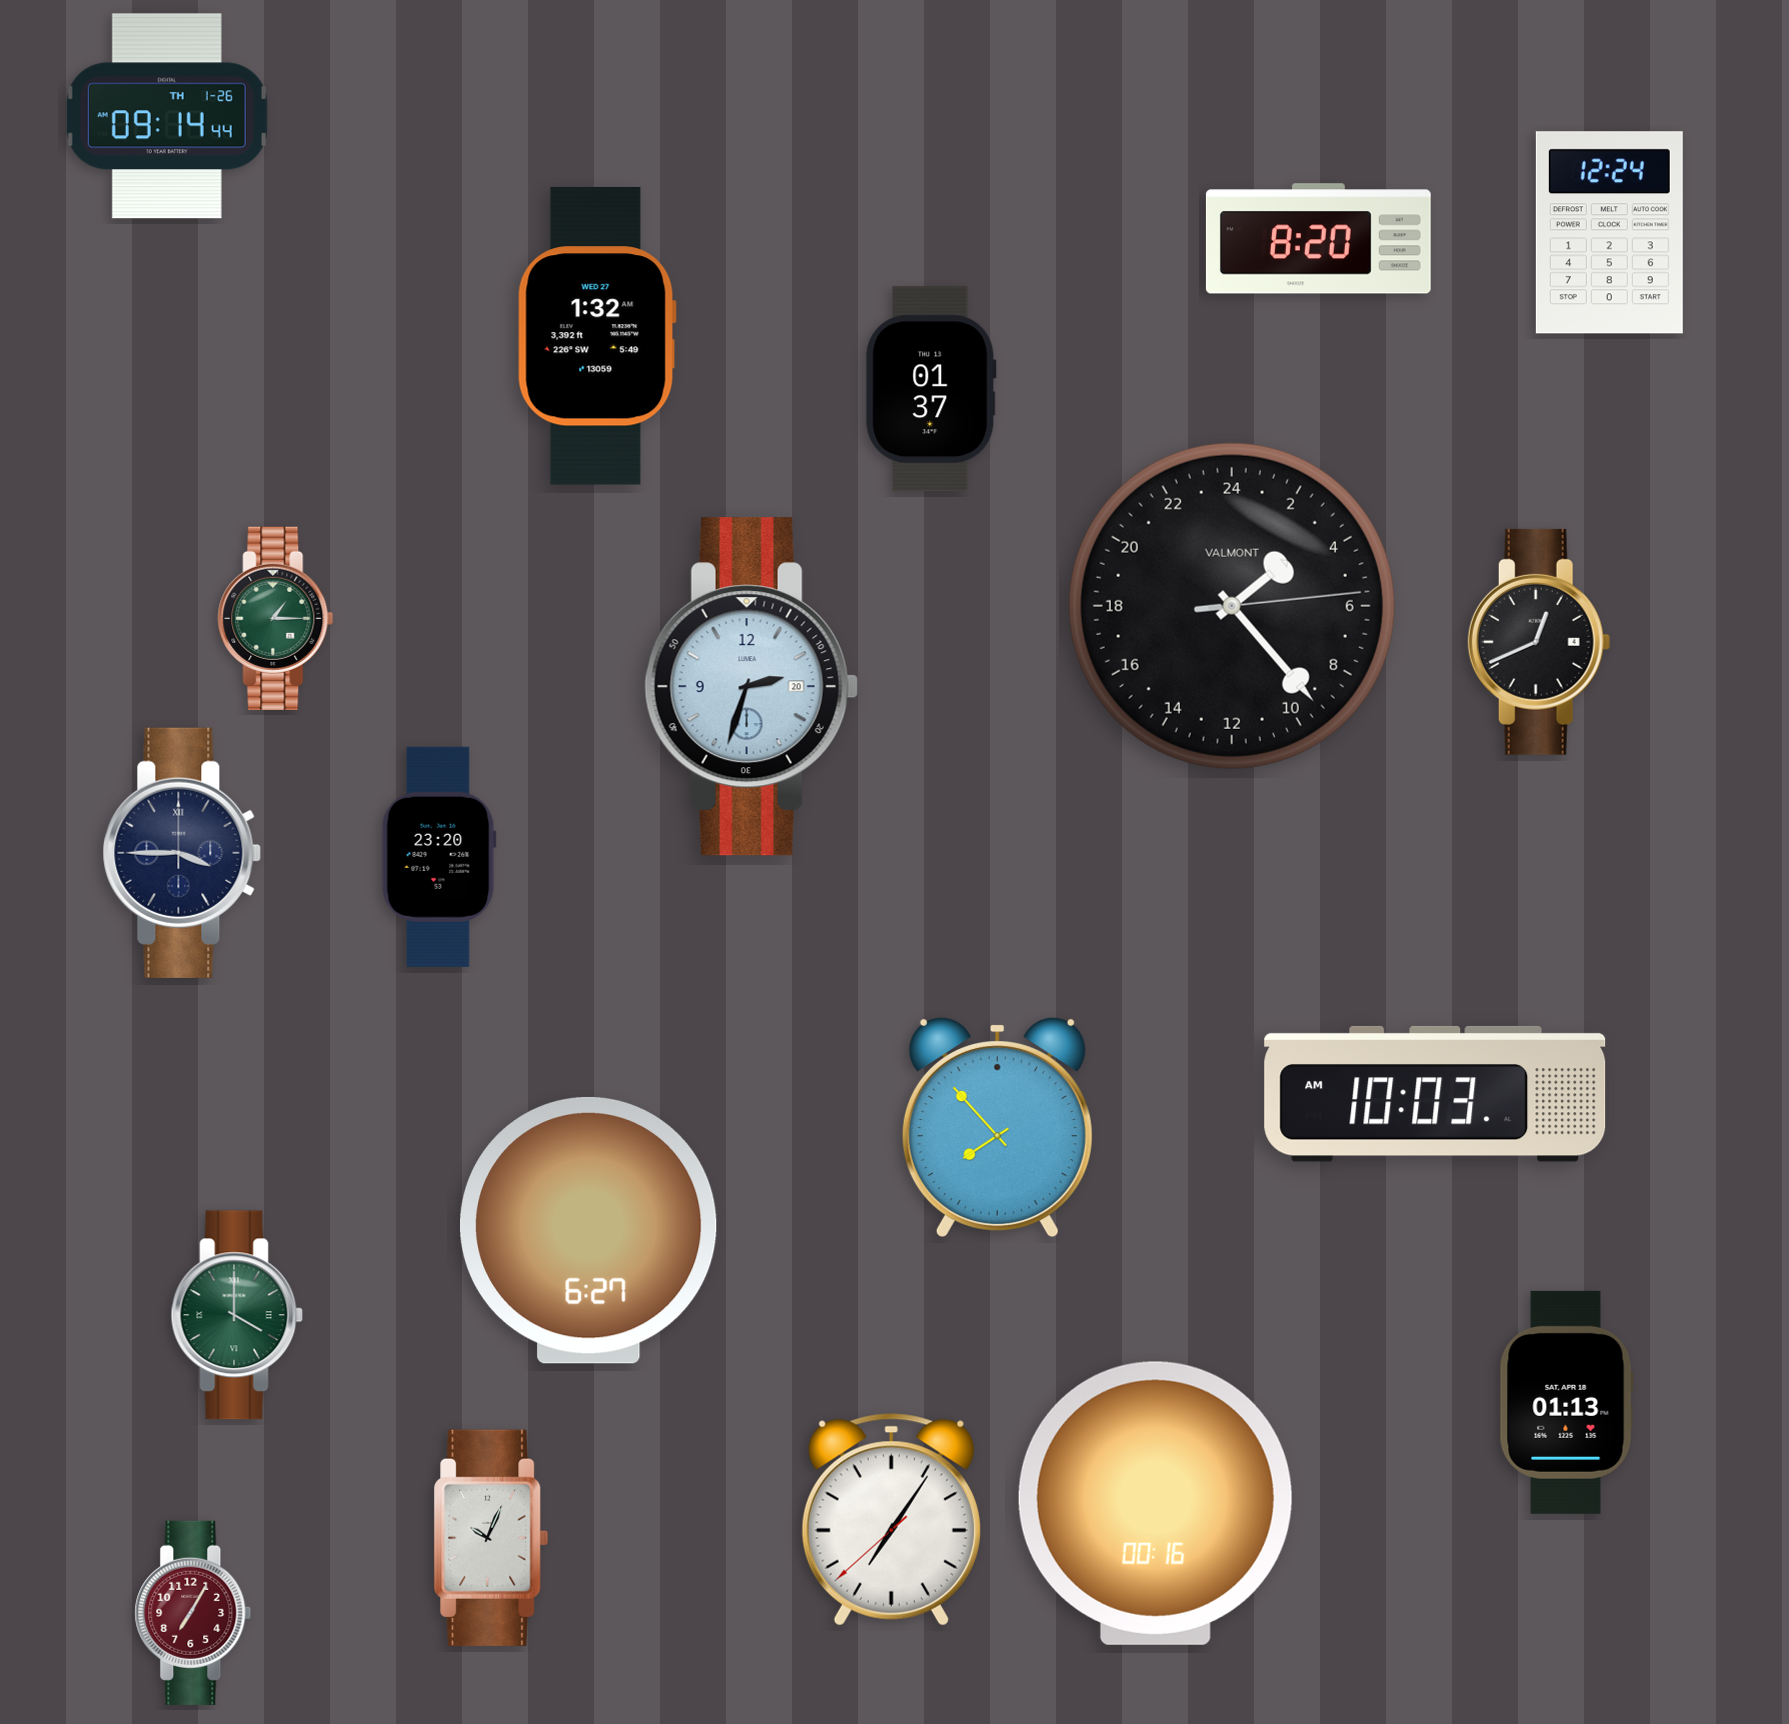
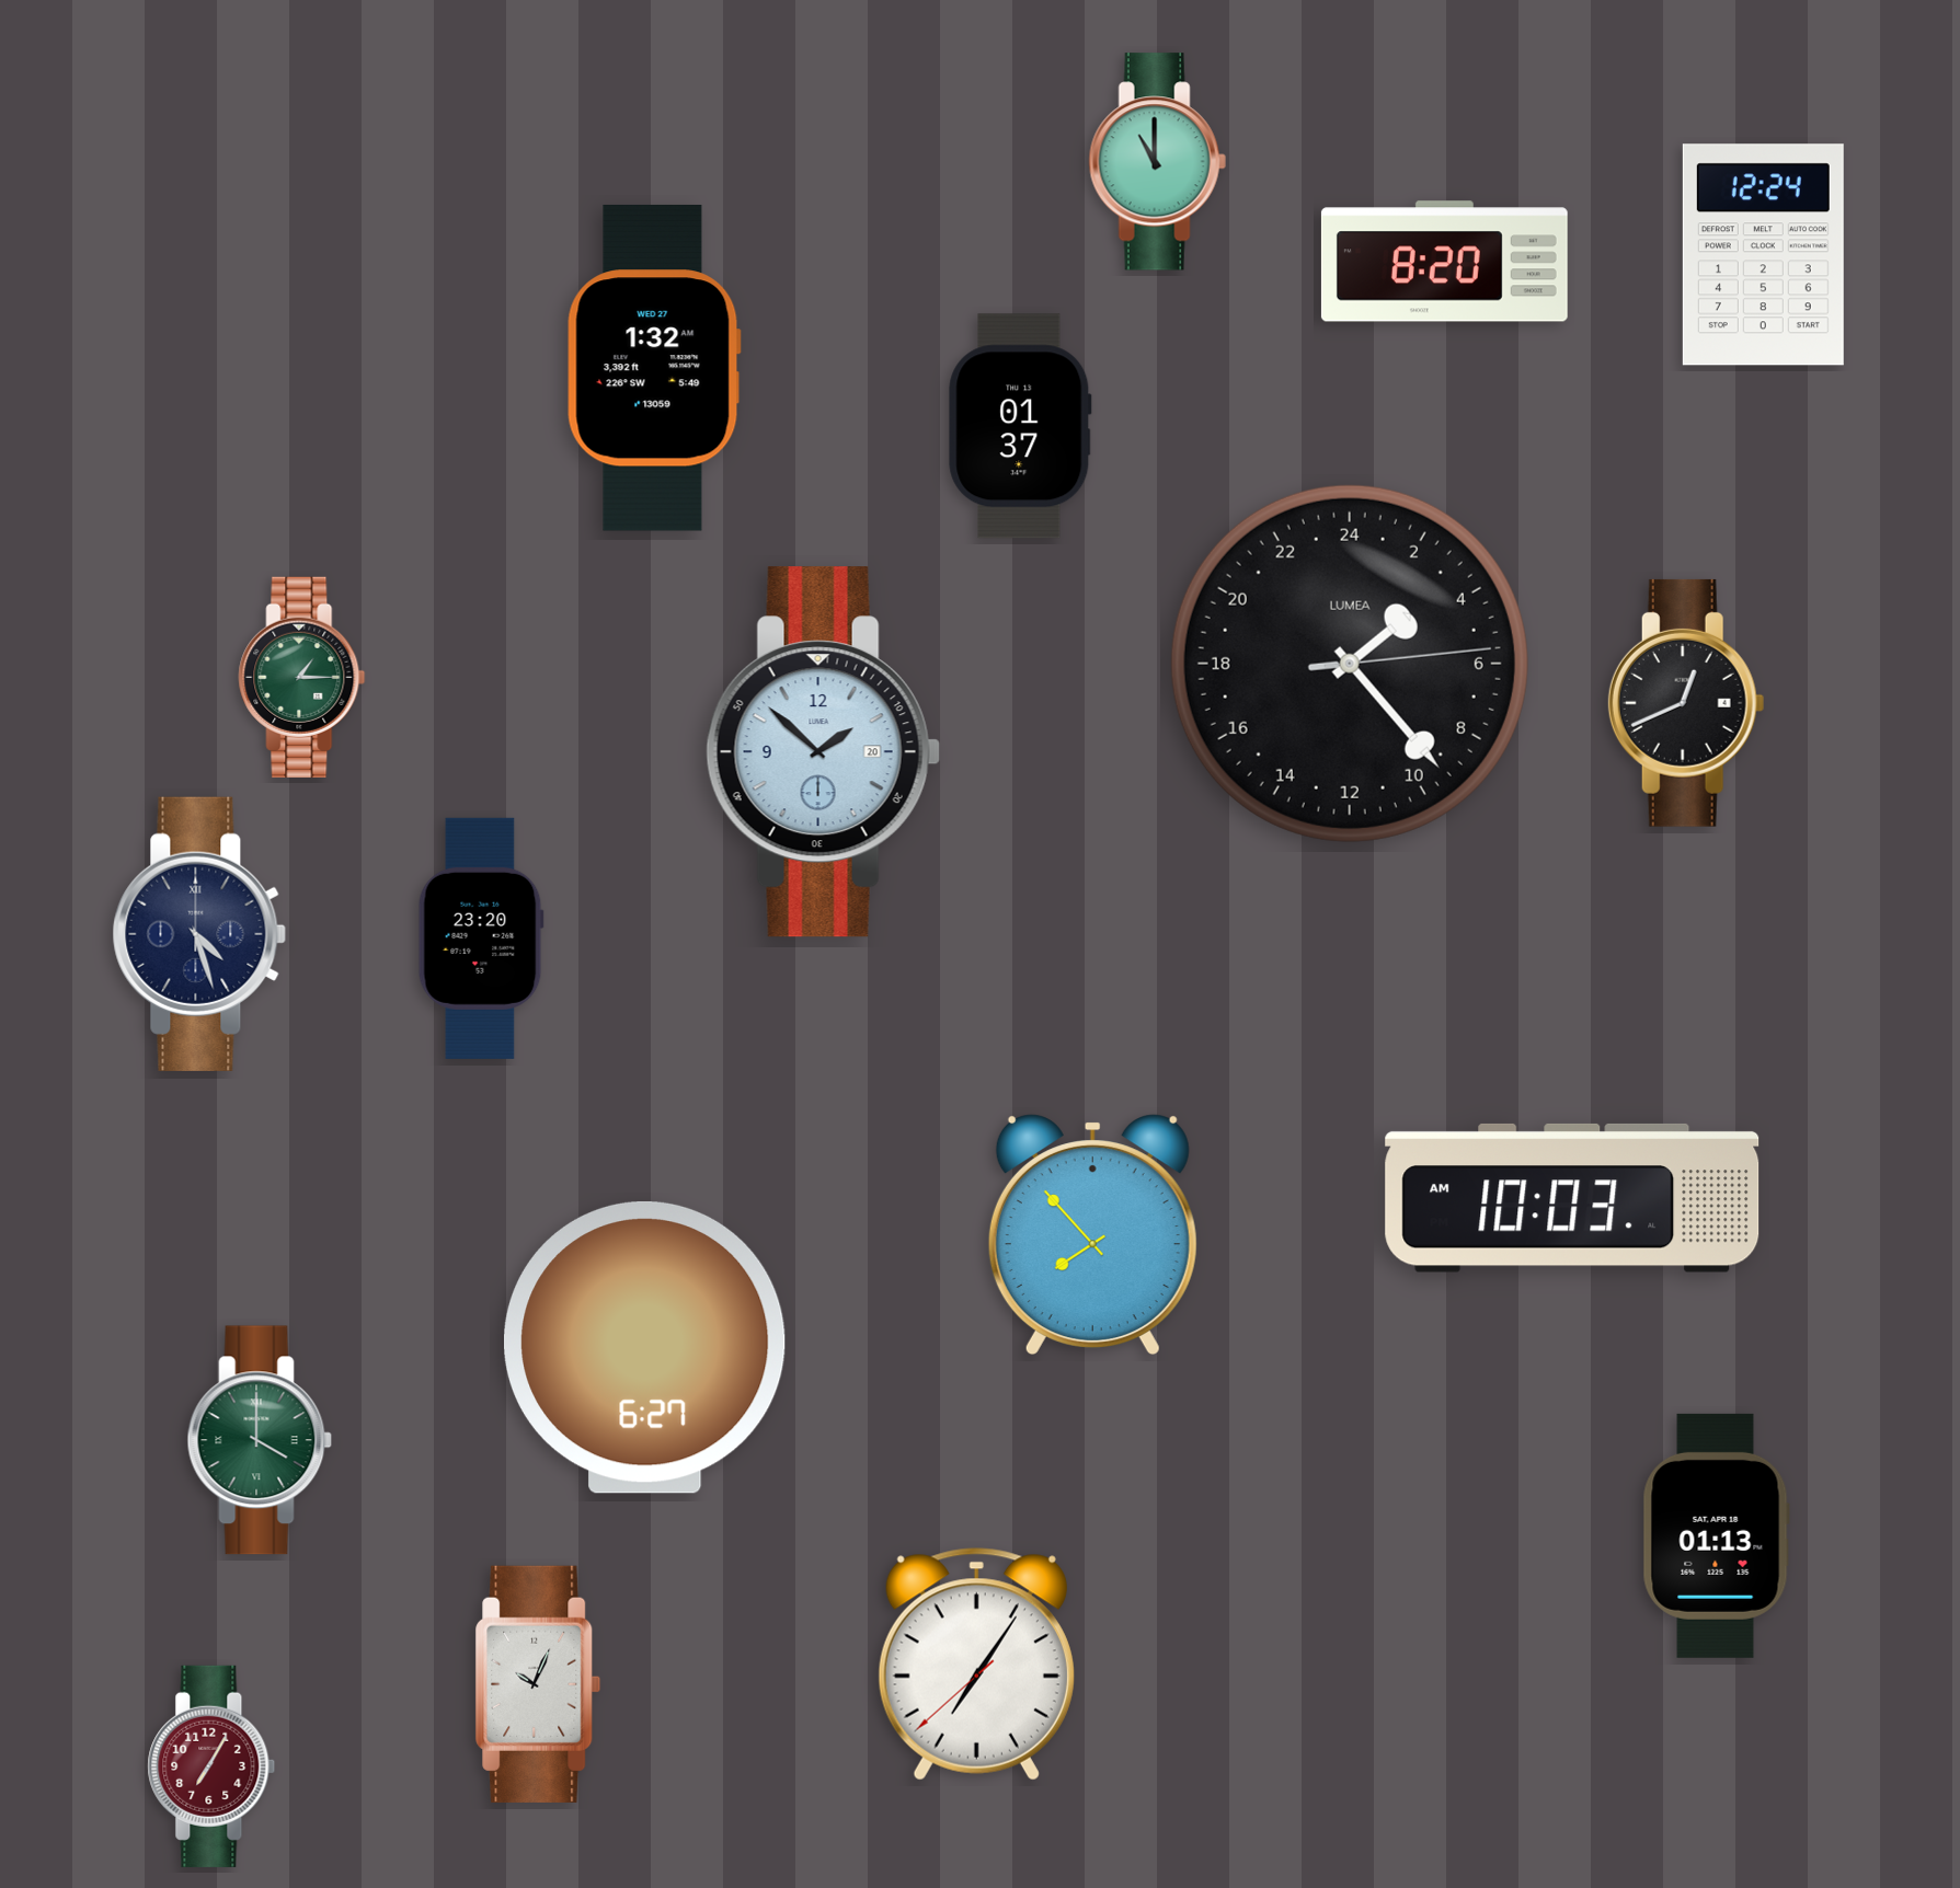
clock at (167, 116): 09:14 -> none
clock at (1157, 162): none -> 11:00
clock at (1232, 606) brand: VALMONT -> LUMEA
clock at (751, 687): 2:33 -> 1:52
clock at (182, 853): 3:45 -> 4:27
clock at (1155, 1503): 00:16 -> none
